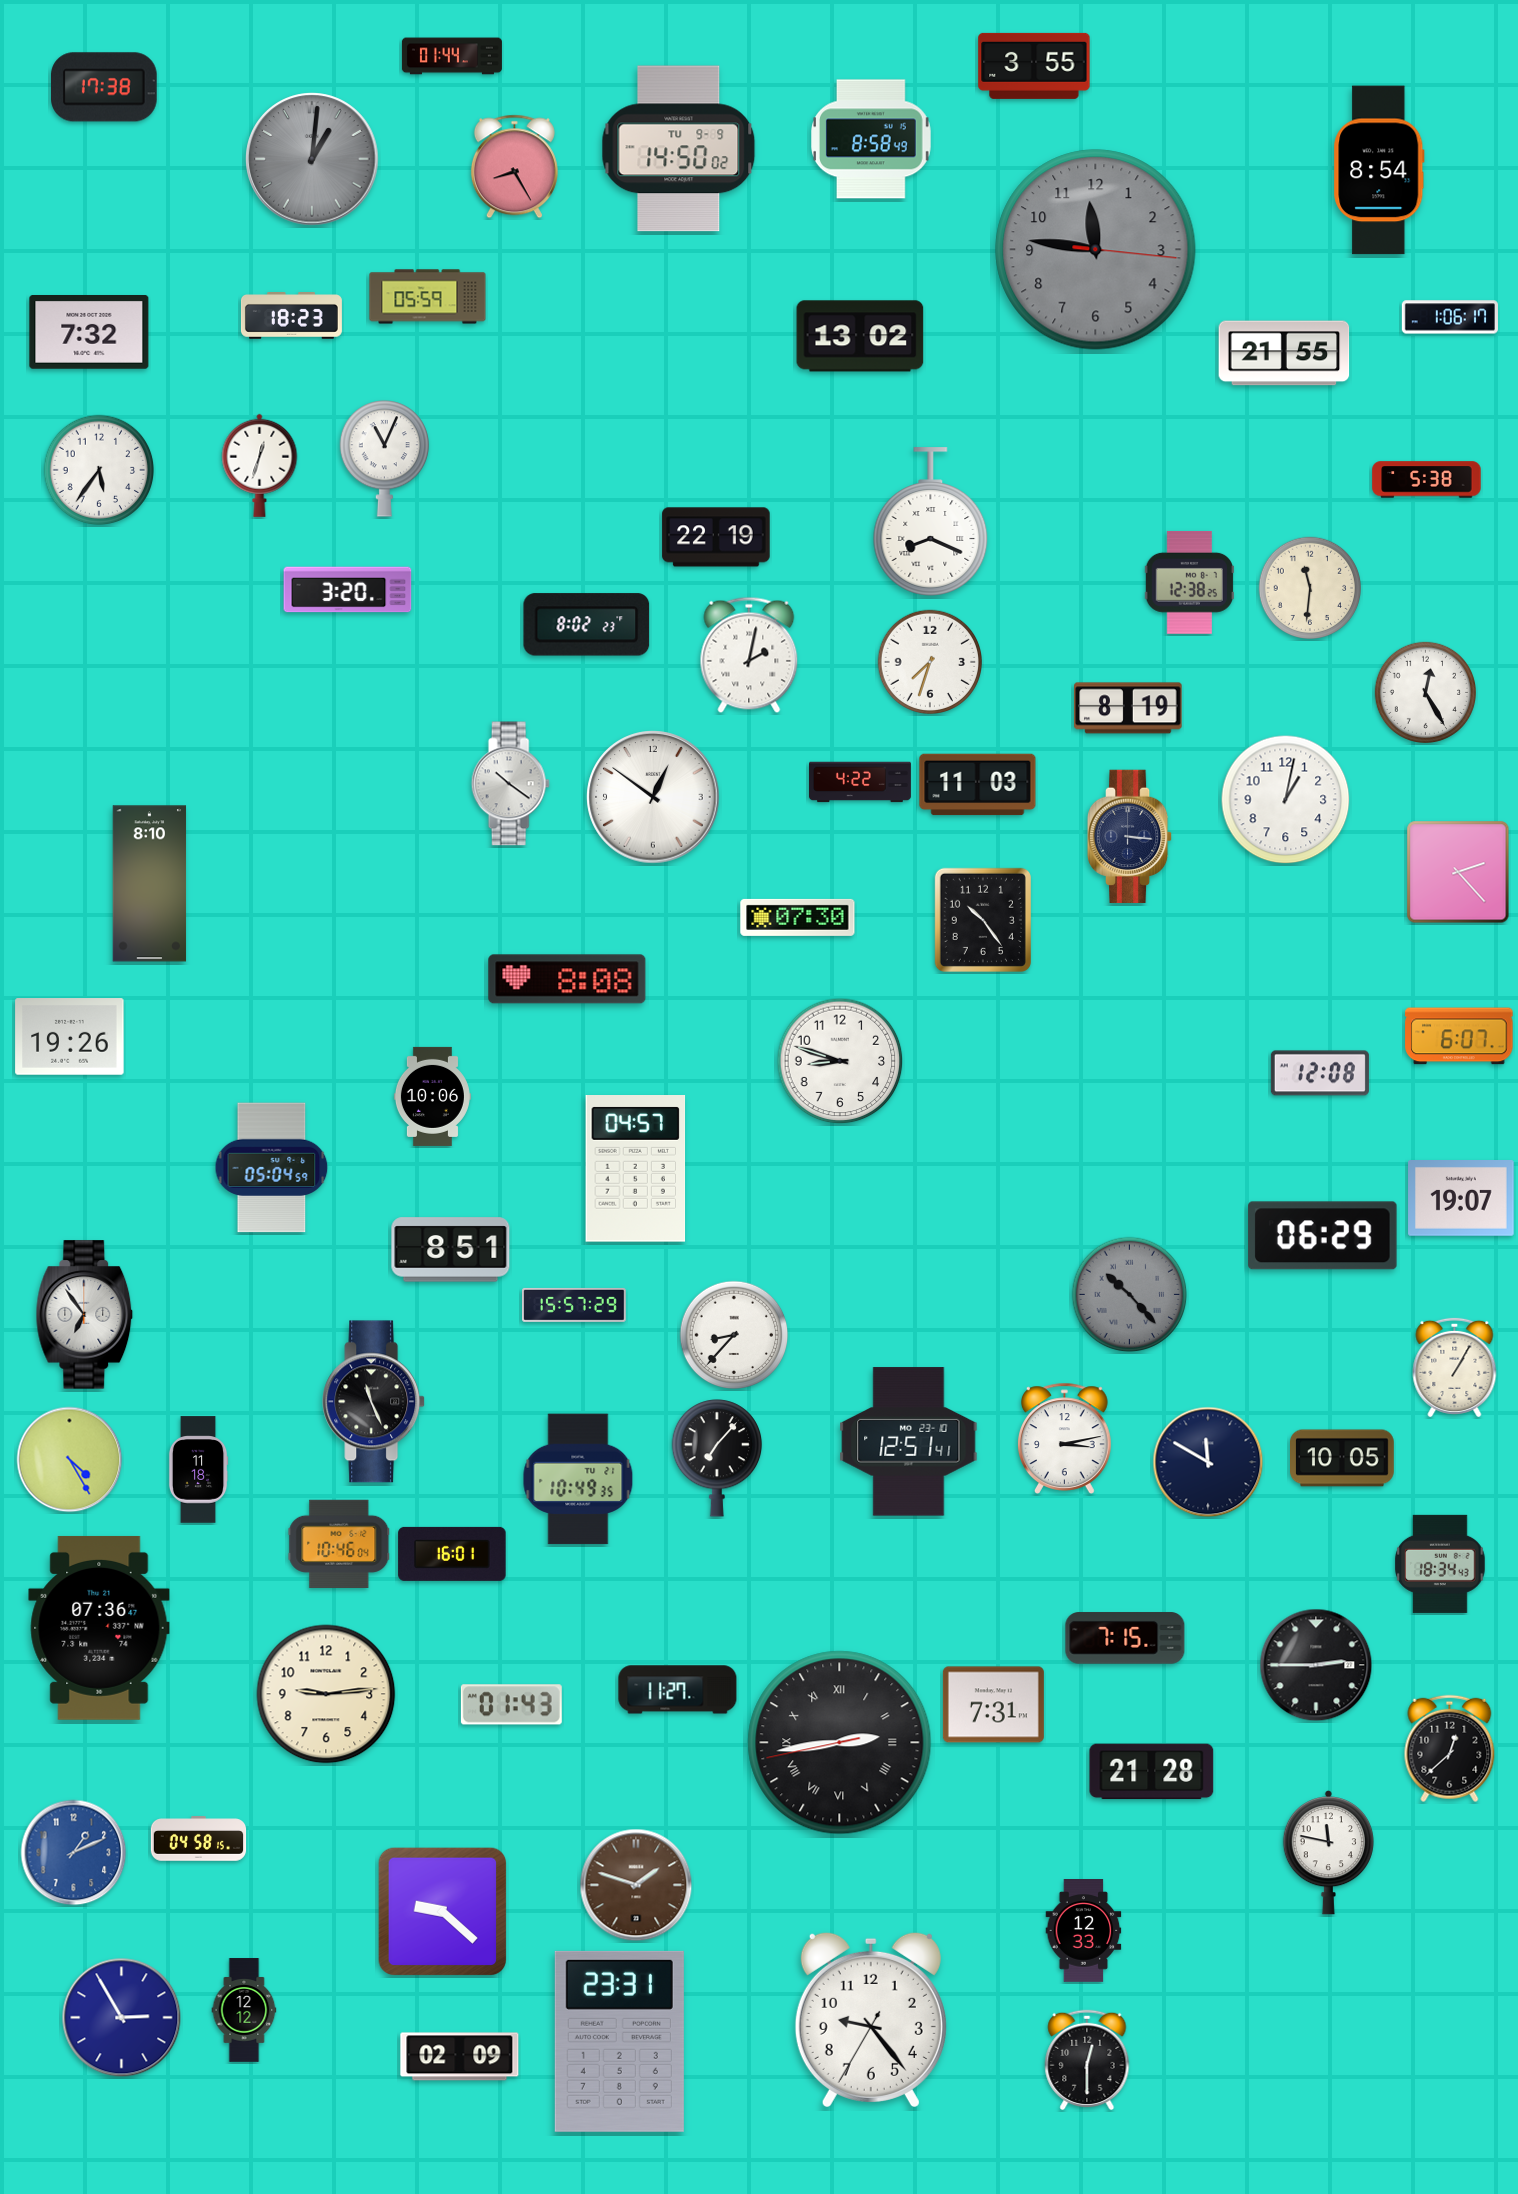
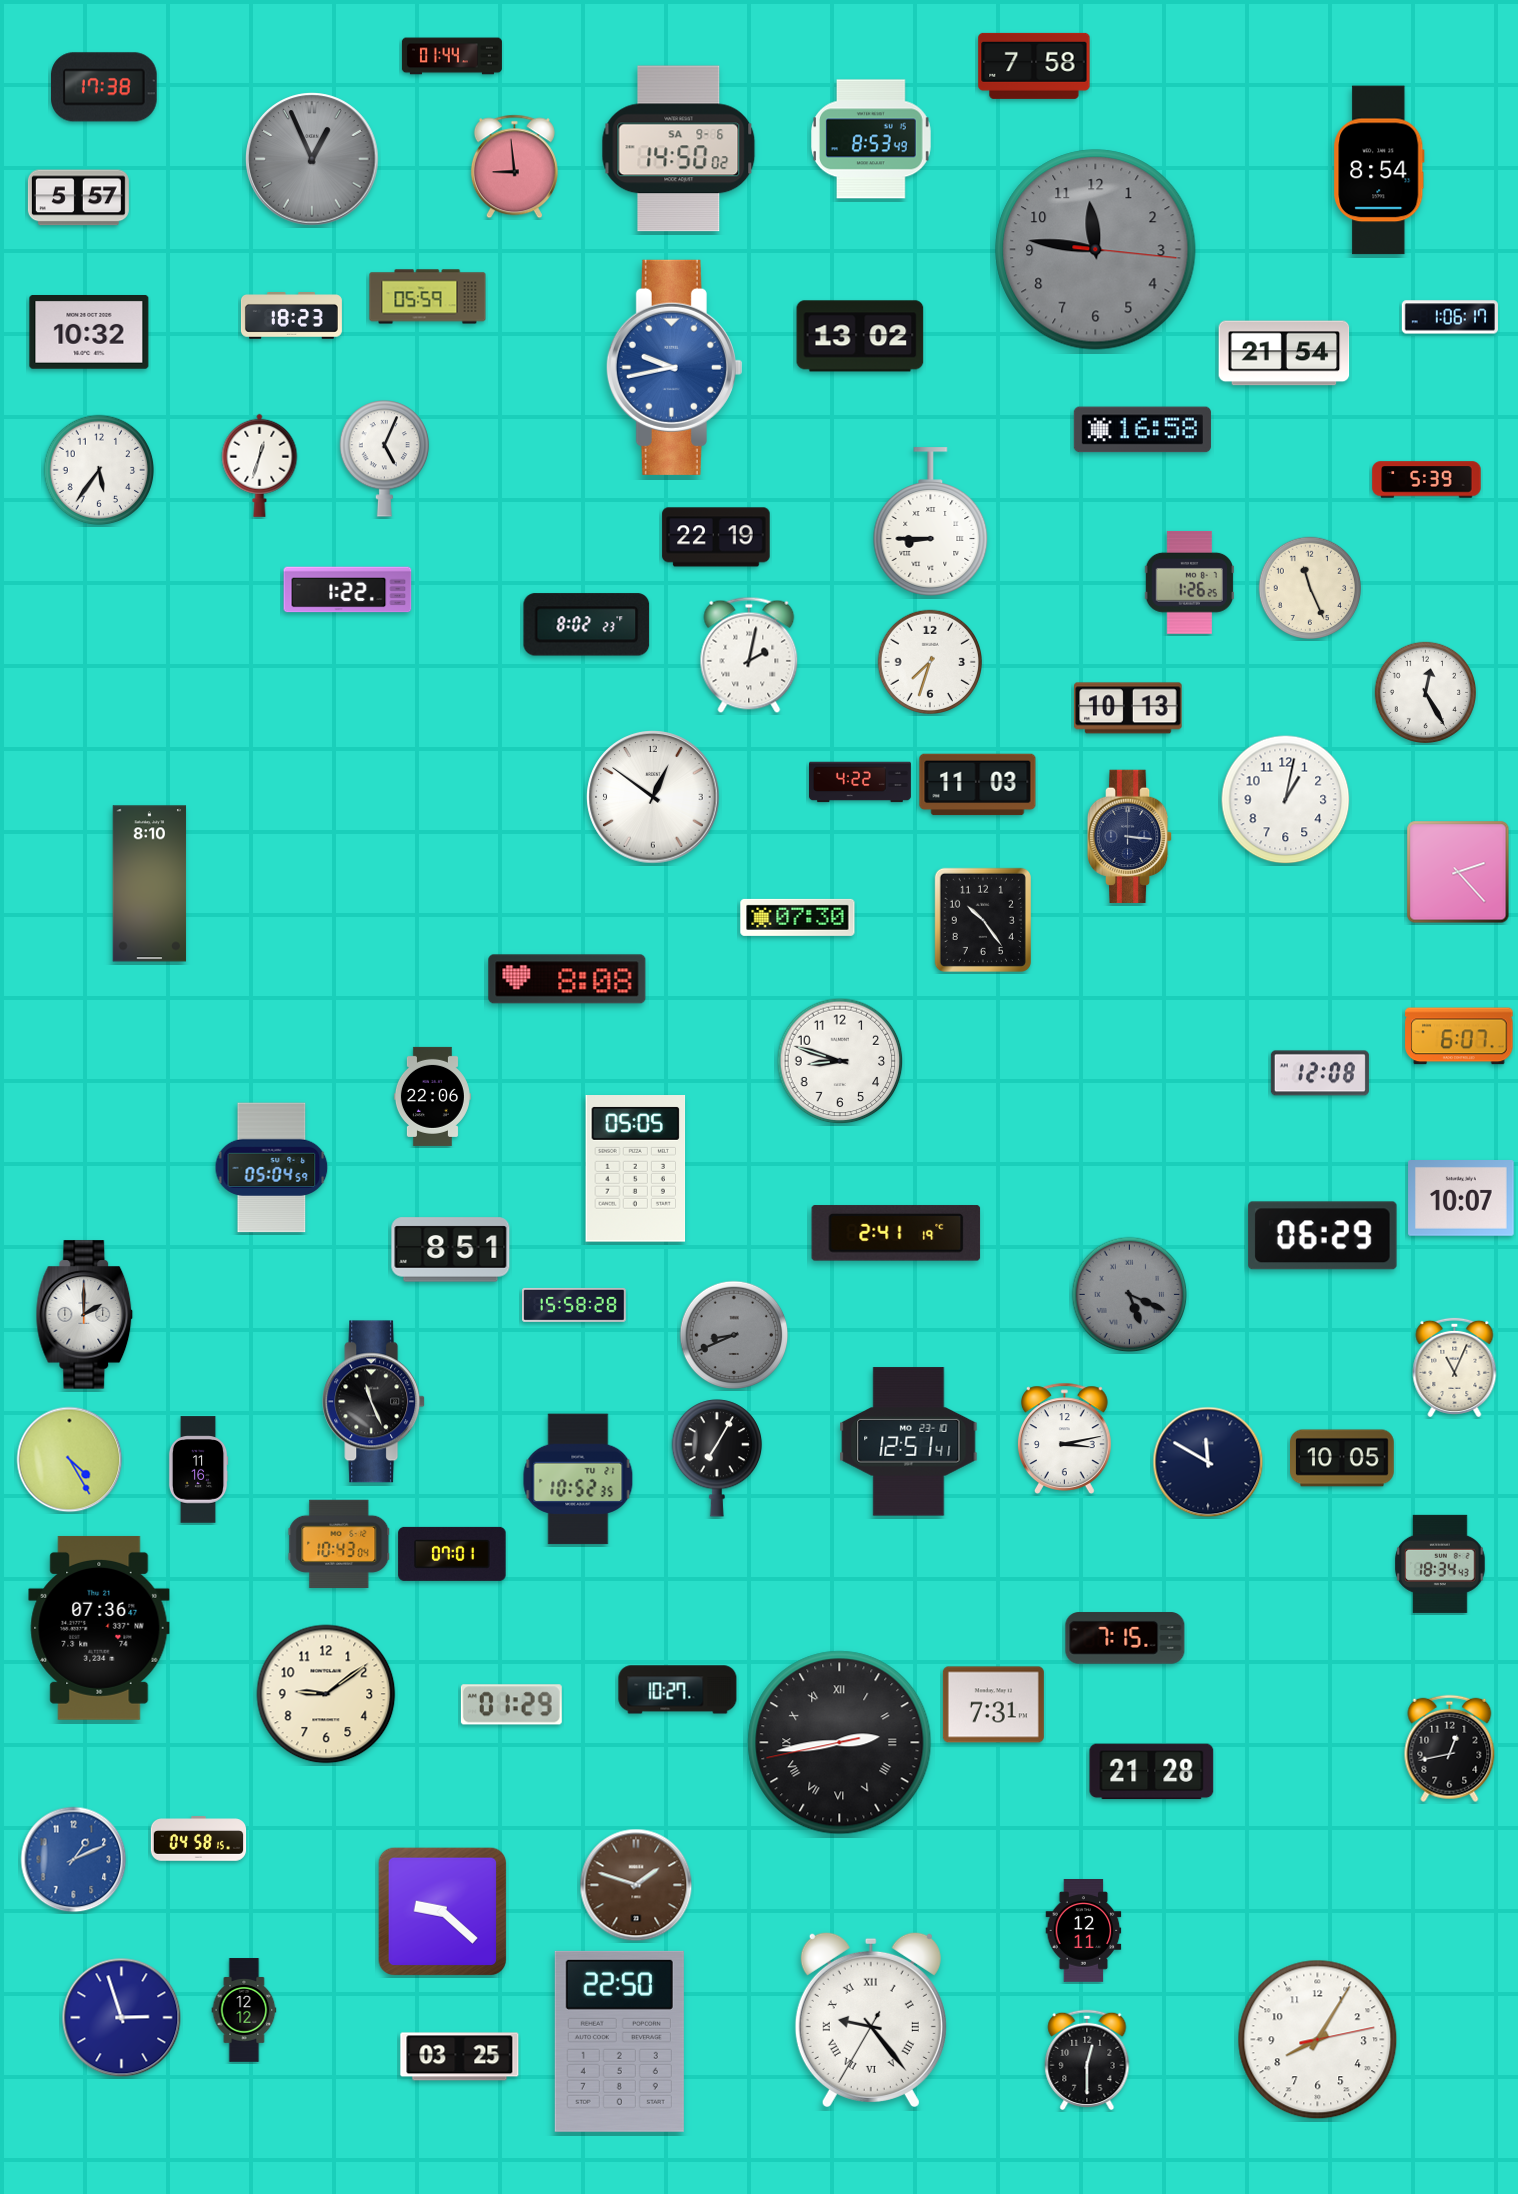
clock at (1034, 66): 3:55 -> 7:58
clock at (872, 139): 8:58 -> 8:53
clock at (679, 149) date: TU 9-9 -> SA 9-6
clock at (312, 159): 1:01 -> 12:56
clock at (514, 167): 8:25 -> 8:59
clock at (78, 198): none -> 5:57
clock at (89, 332): 7:32 -> 10:32
clock at (1284, 353): 21:55 -> 21:54
clock at (674, 367): none -> 9:43
clock at (1142, 430): none -> 16:58
clock at (385, 459): 11:04 -> 5:04
clock at (1427, 480): 5:38 -> 5:39
clock at (931, 522): 8:19 -> 8:45
clock at (1189, 582): 12:38 -> 1:26
clock at (1309, 587): 11:31 -> 11:26
clock at (348, 590): 3:20 -> 1:22
clock at (1128, 708): 8:19 -> 10:13
clock at (510, 784): 10:21 -> none
clock at (70, 1037): 19:26 -> none
clock at (432, 1096): 10:06 -> 22:06
clock at (636, 1169): 04:57 -> 05:05
clock at (1461, 1199): 19:07 -> 10:07
clock at (896, 1233): none -> 2:41
clock at (1130, 1295): 10:23 -> 5:19
clock at (575, 1305): 15:57 -> 15:58
clock at (85, 1315): 6:54 -> 2:00
clock at (734, 1335): 8:37 -> 8:41
clock at (734, 1335) dial: white -> grey
clock at (1455, 1367): 1:05 -> 11:04
clock at (717, 1458): 7:07 -> 7:05
clock at (198, 1470): 11:18 -> 11:16
clock at (578, 1479): 10:49 -> 10:52
clock at (339, 1543): 10:46 -> 10:43
clock at (452, 1554): 16:01 -> 07:01
clock at (1316, 1665): 2:45 -> none
clock at (678, 1690): 11:27 -> 10:27
clock at (326, 1694): 9:14 -> 9:09
clock at (511, 1705): 01:43 -> 01:29
clock at (1450, 1749): 12:38 -> 12:43
clock at (74, 1853) position: (74, 1853) -> (74, 1860)
clock at (1328, 1853): 11:47 -> none
clock at (1084, 1931): 12:33 -> 12:11
clock at (122, 2018): 2:55 -> 2:57
clock at (871, 2019) numerals: Arabic -> Roman
clock at (1318, 2040): none -> 8:05
clock at (619, 2041): 23:31 -> 22:50
clock at (460, 2057): 02:09 -> 03:25
